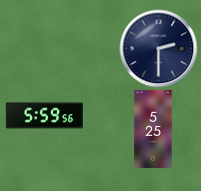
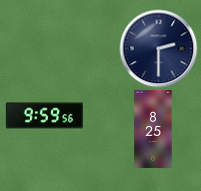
clock at (44, 116): 5:59 -> 9:59
clock at (153, 128): 5:25 -> 8:25
